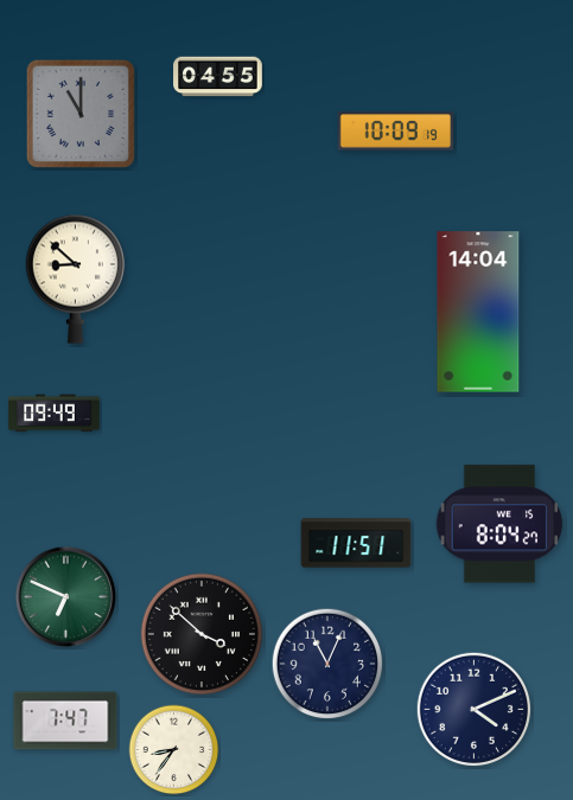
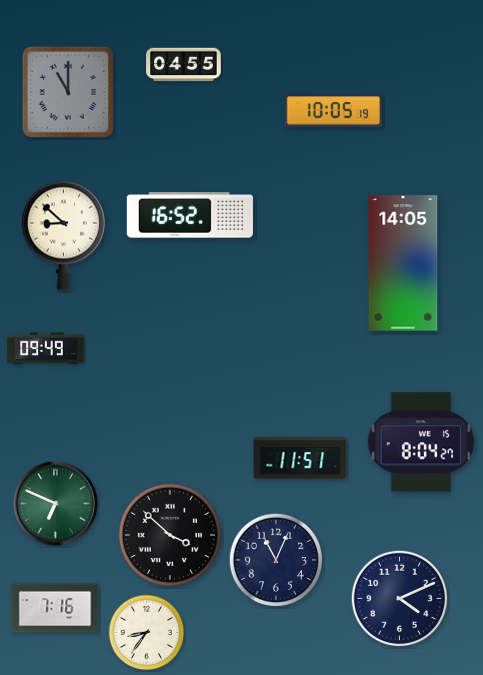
clock at (81, 114) position: (81, 114) -> (68, 92)
clock at (395, 132): 10:09 -> 10:05
clock at (190, 215): none -> 16:52
clock at (478, 312): 14:04 -> 14:05
clock at (65, 721): 7:47 -> 7:16
